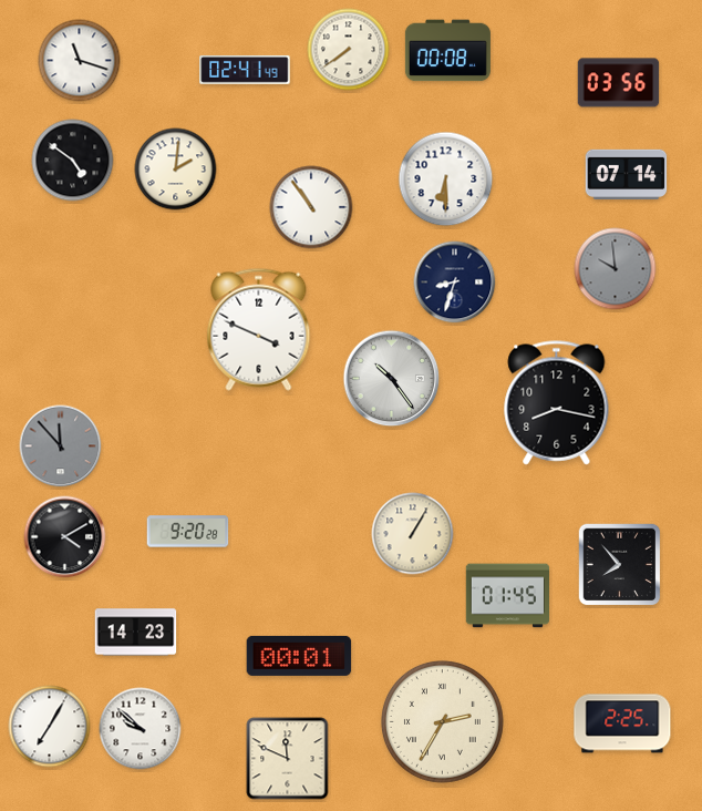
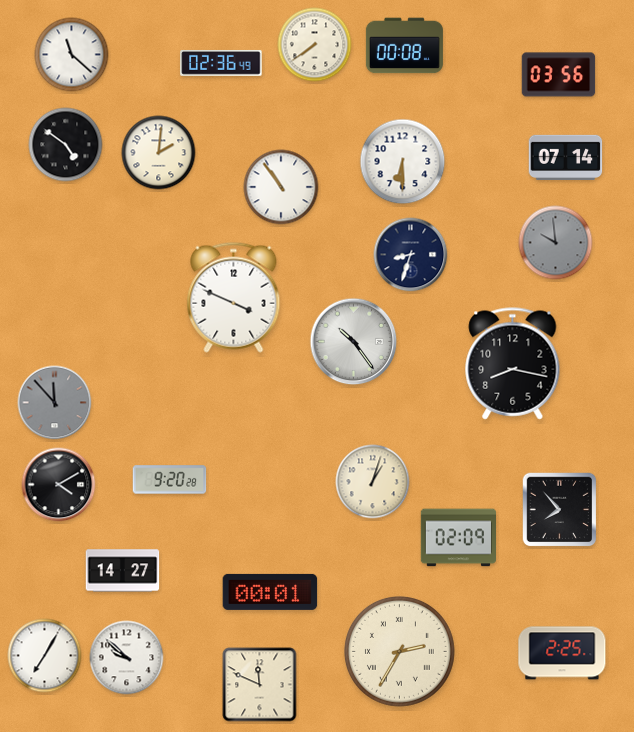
clock at (80, 61): 11:18 -> 11:22
clock at (245, 70): 02:41 -> 02:36
clock at (557, 403) position: (557, 403) -> (513, 364)
clock at (413, 534): 1:05 -> 1:03
clock at (507, 596): 01:45 -> 02:09
clock at (136, 633): 14:23 -> 14:27
